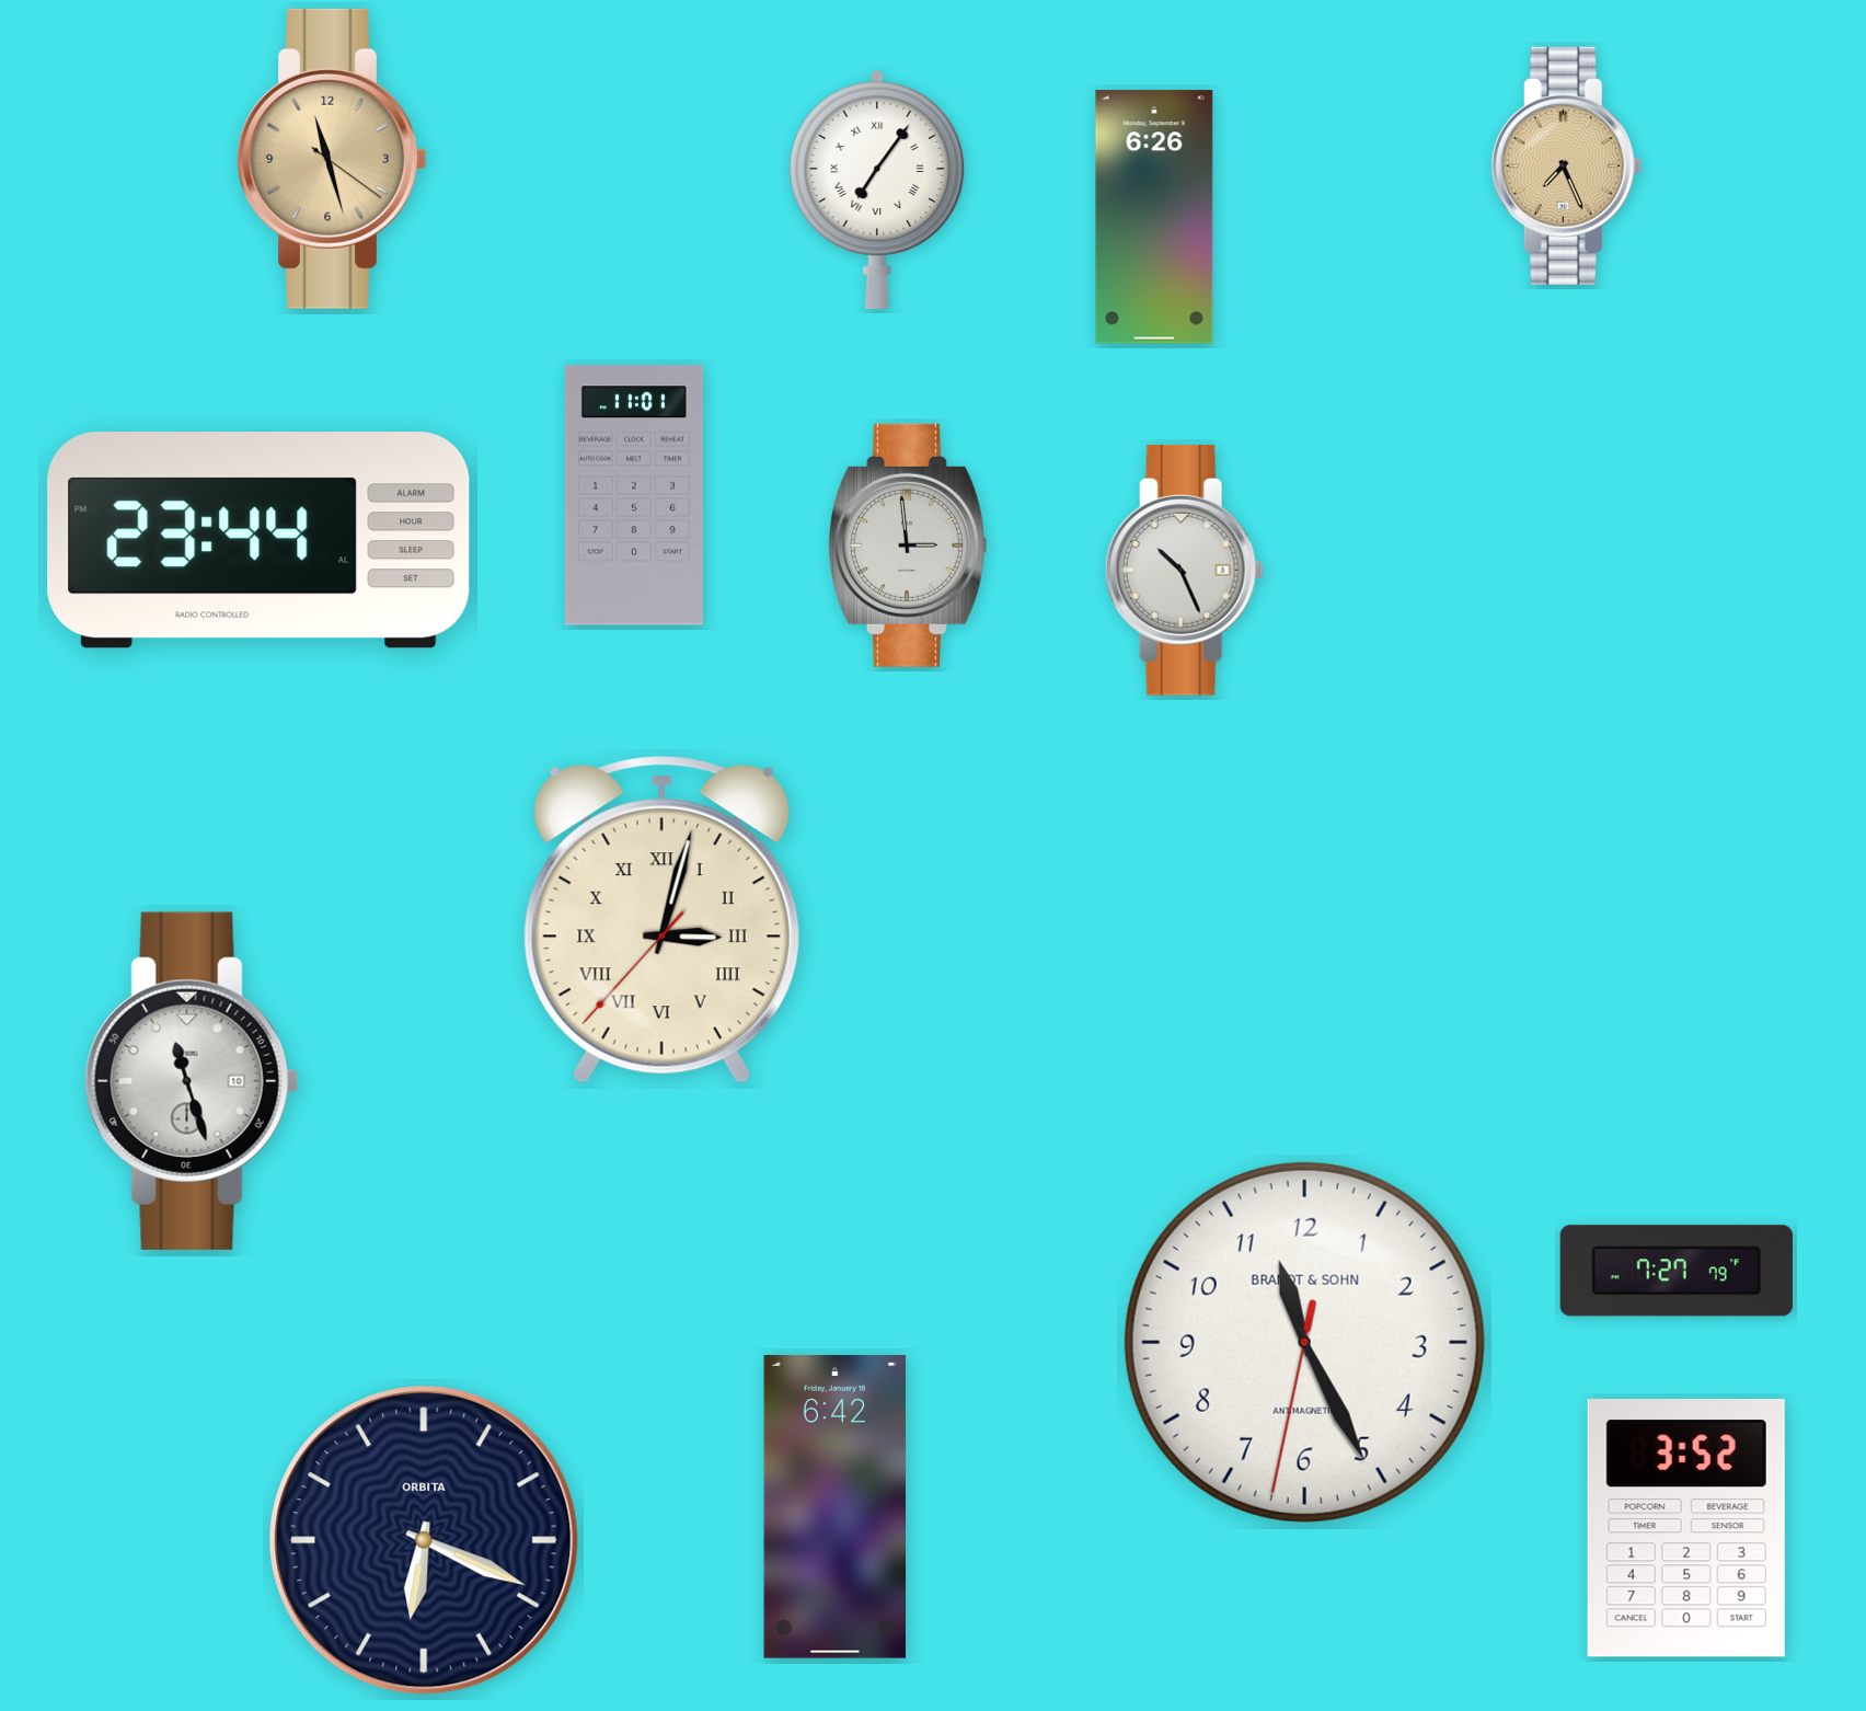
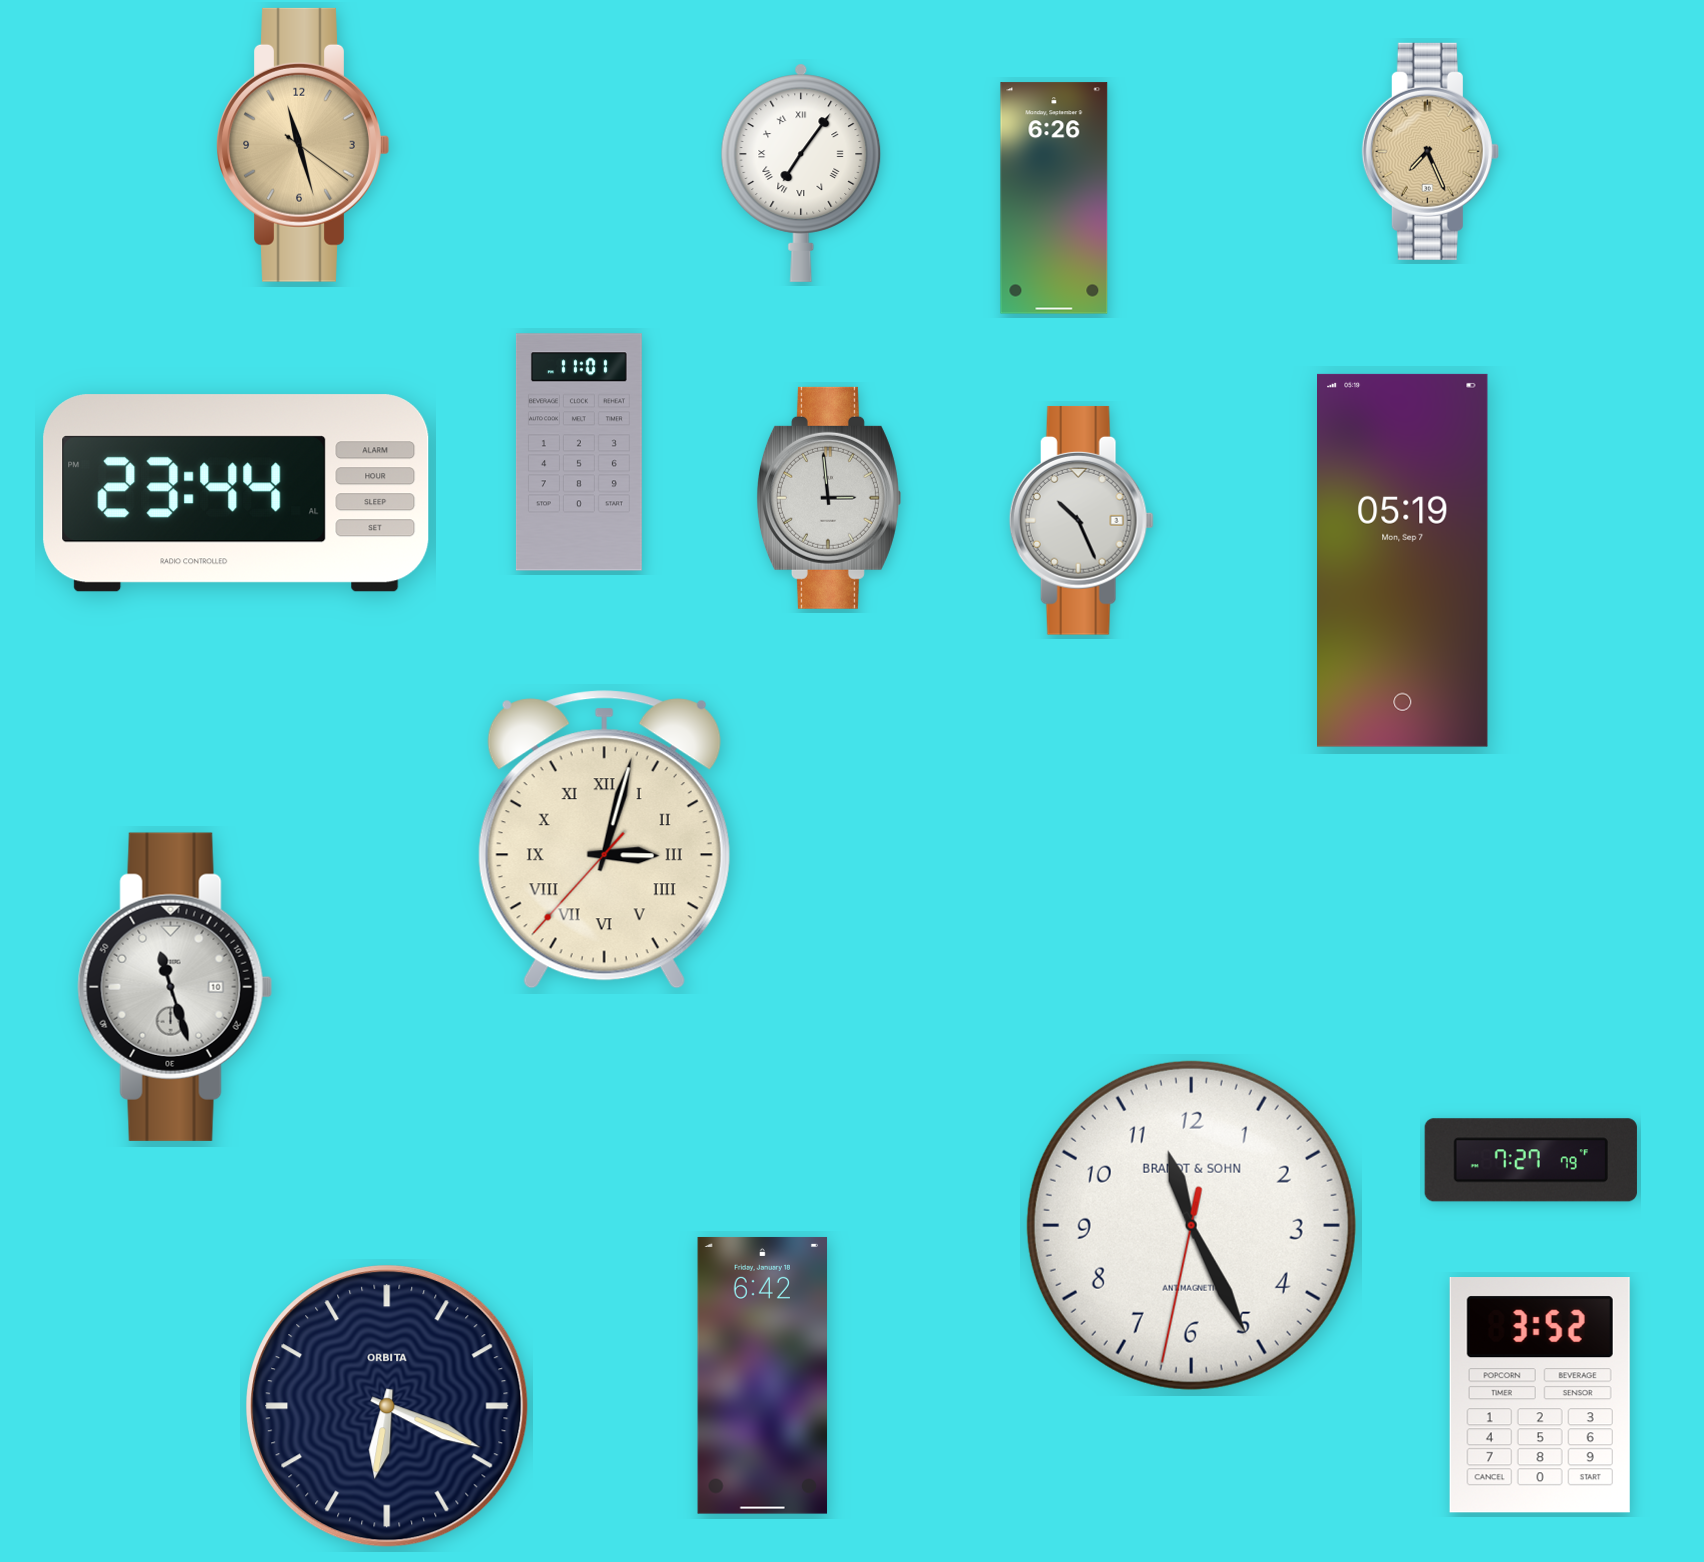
clock at (1403, 560): none -> 05:19
